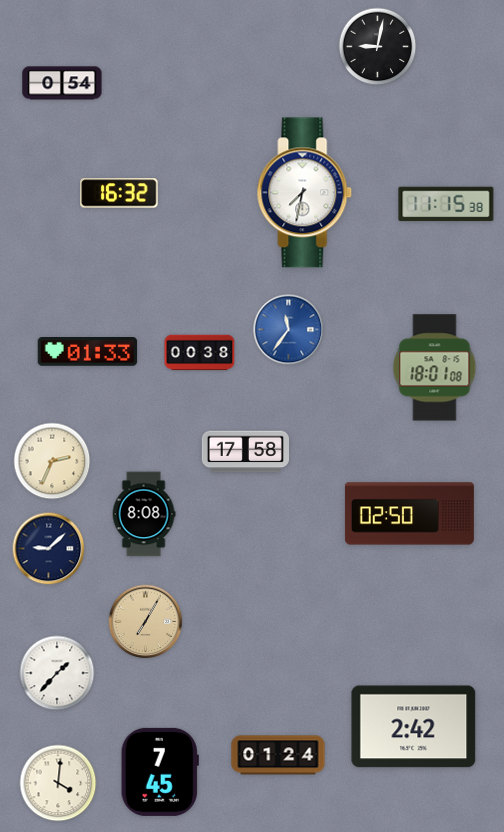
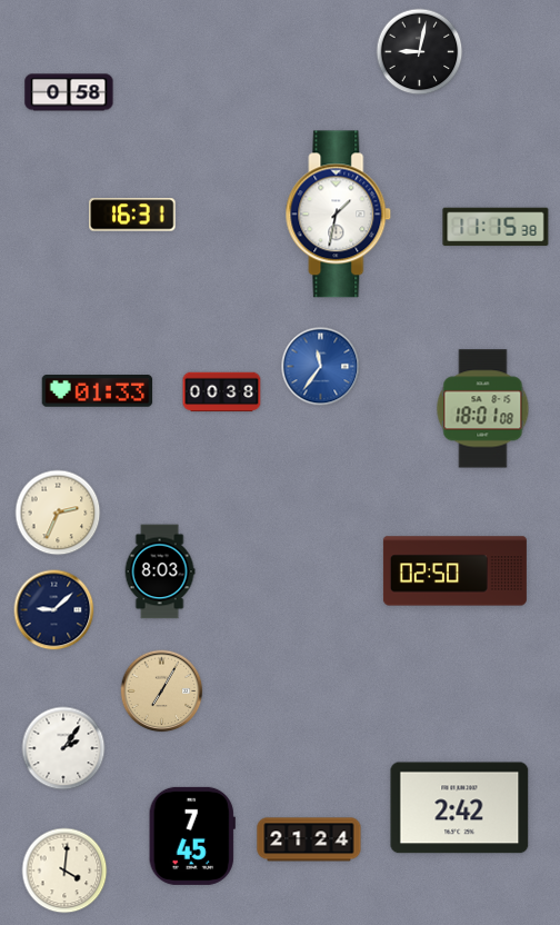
clock at (62, 83): 0:54 -> 0:58
clock at (119, 193): 16:32 -> 16:31
clock at (305, 193): 7:32 -> 1:32
clock at (245, 452): 17:58 -> none
clock at (144, 514): 8:08 -> 8:03
clock at (57, 673): 1:37 -> 2:06
clock at (278, 755): 01:24 -> 21:24
clock at (160, 772) position: (160, 772) -> (192, 836)
